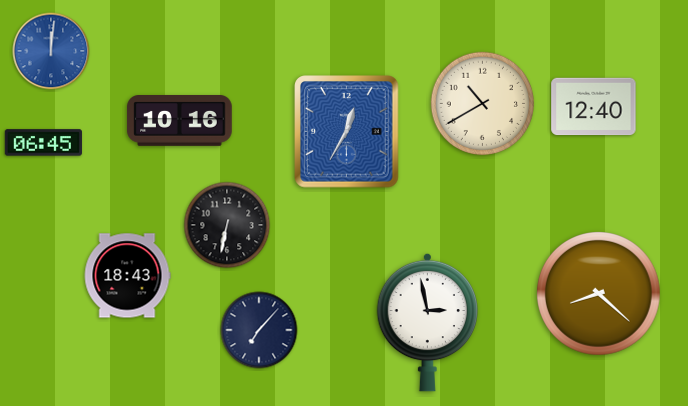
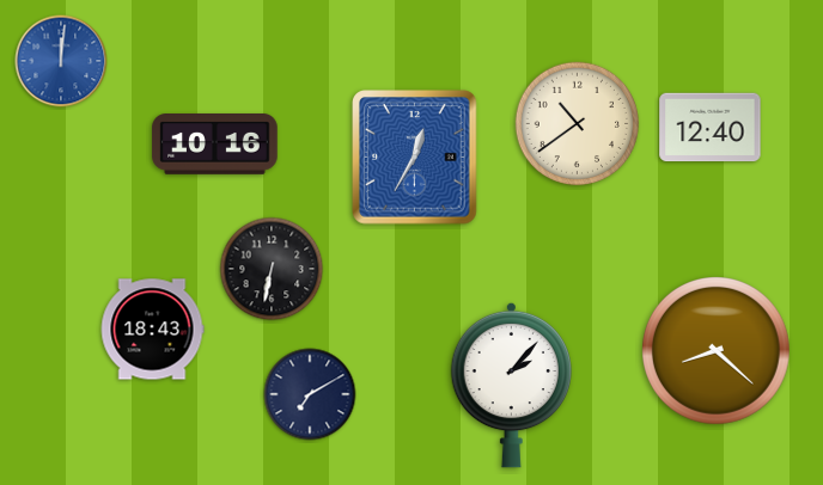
clock at (483, 104): 10:40 -> 10:39
clock at (43, 143): 06:45 -> none
clock at (427, 322): 2:58 -> 2:07
clock at (259, 330): 7:07 -> 7:10
